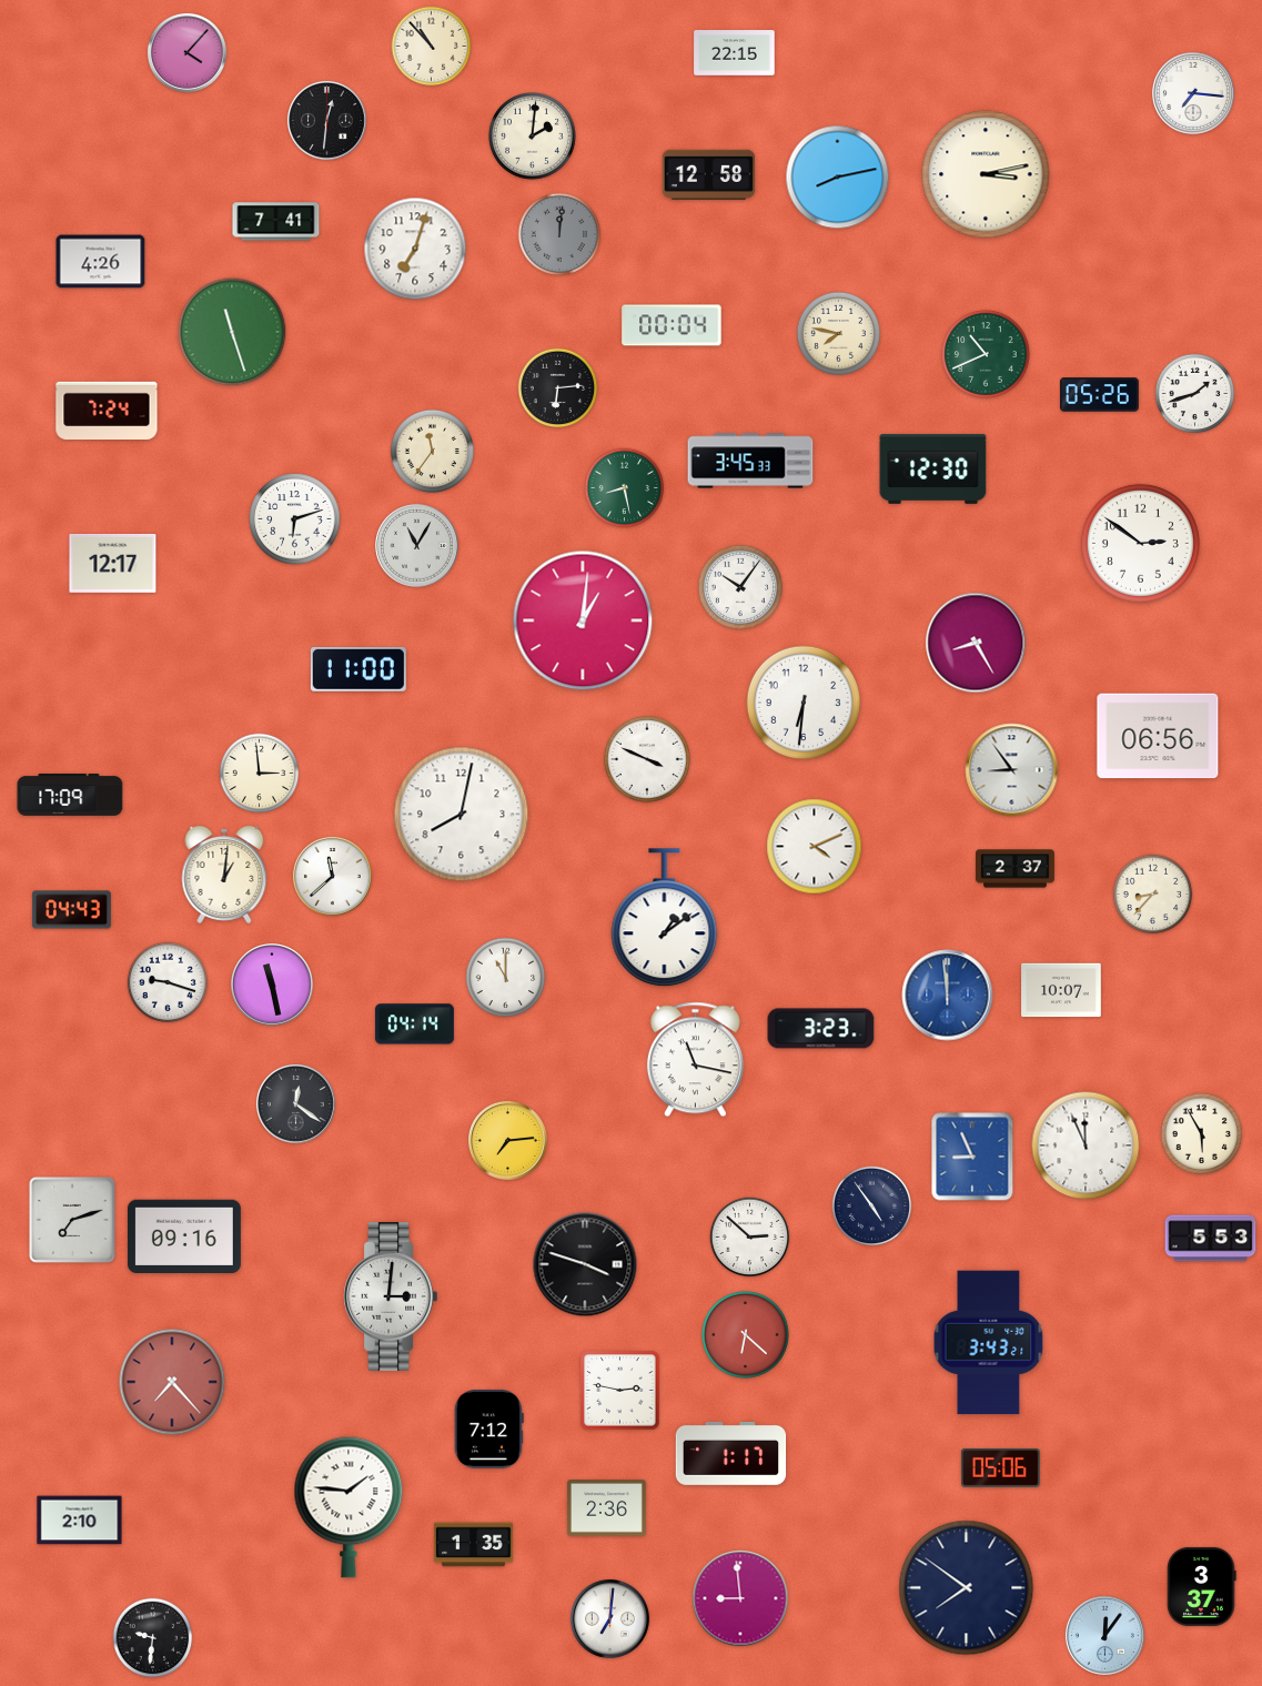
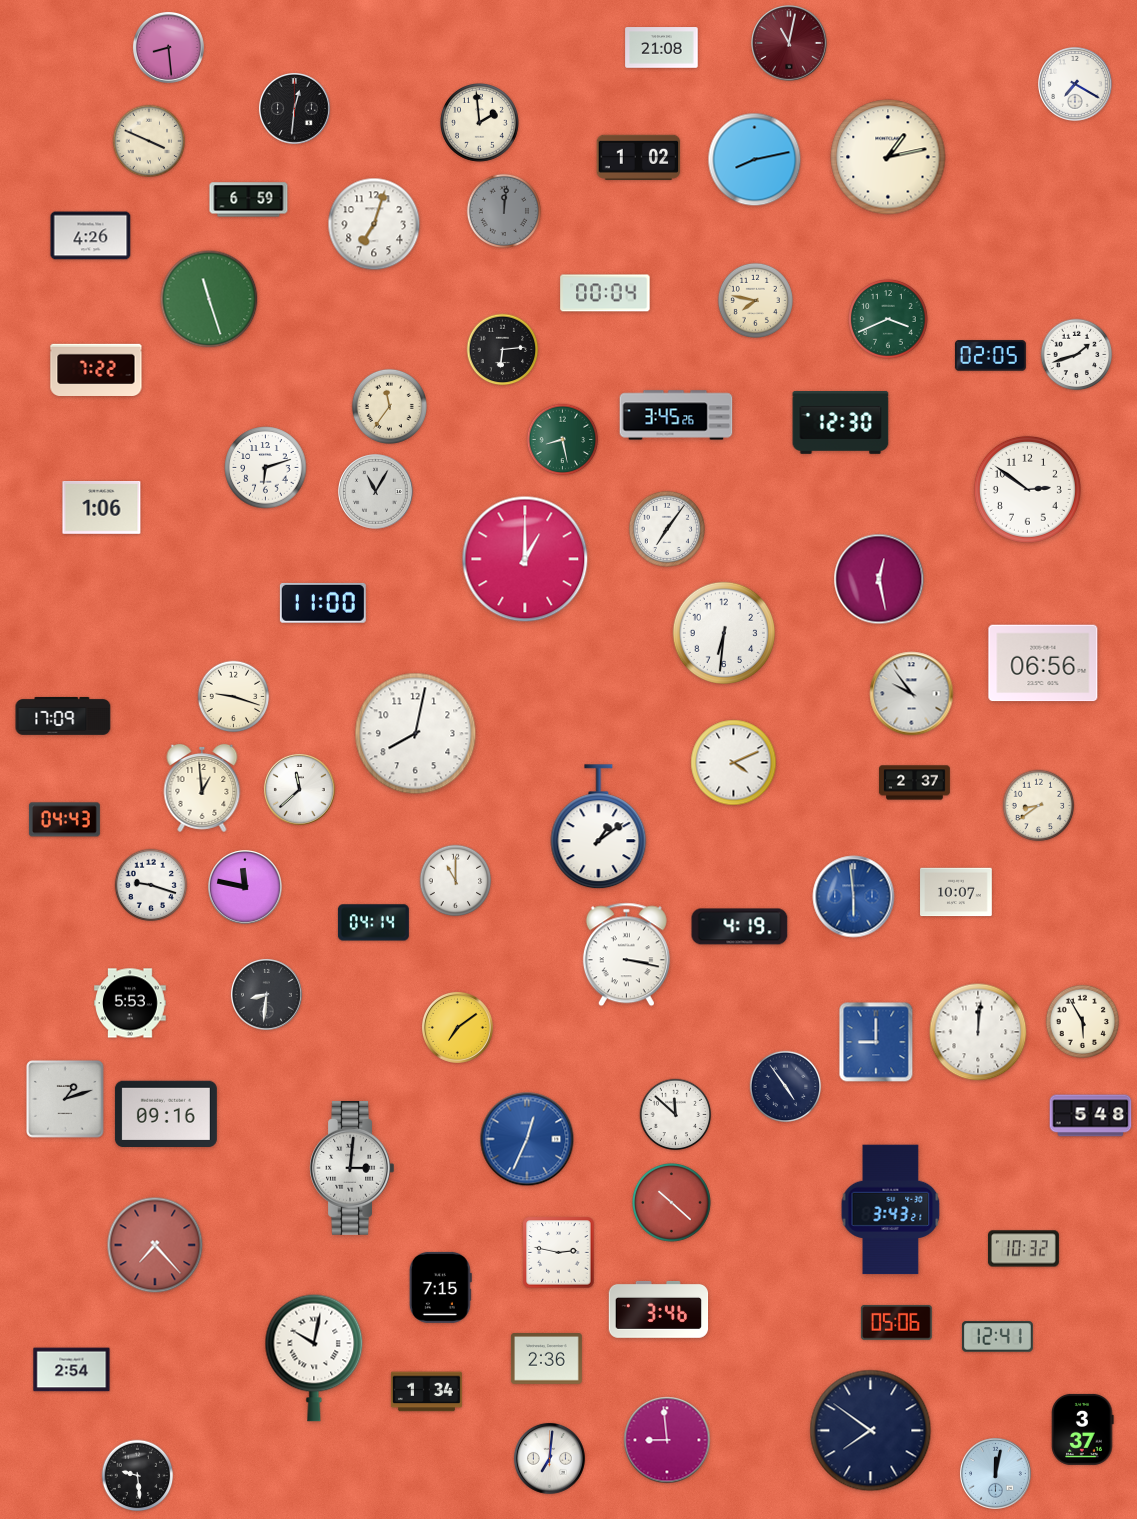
clock at (432, 47): 10:53 -> none
clock at (789, 43): none -> 11:02
clock at (186, 52): 4:07 -> 8:29
clock at (735, 53): 22:15 -> 21:08
clock at (1193, 93): 7:16 -> 7:20
clock at (533, 137): 2:01 -> 1:59
clock at (149, 141): none -> 3:49
clock at (709, 174): 12:58 -> 1:02
clock at (986, 174): 3:13 -> 1:13
clock at (276, 222): 7:41 -> 6:59
clock at (986, 354): 10:41 -> 3:41
clock at (1099, 395): 05:26 -> 02:05
clock at (107, 410): 7:24 -> 7:22
clock at (750, 461): 3:45:33 -> 3:45:26
clock at (113, 564): 12:17 -> 1:06
clock at (740, 587): 10:06 -> 7:06
clock at (583, 620): 1:01 -> 1:00
clock at (976, 643): 8:25 -> 12:28
clock at (647, 759): 3:49 -> none
clock at (1012, 770): 8:54 -> 9:54
clock at (260, 774): 2:59 -> 9:18
clock at (224, 875): 1:01 -> 12:59
clock at (1153, 895): 8:37 -> 8:39
clock at (272, 985): 11:28 -> 11:47
clock at (948, 996): 11:59 -> 5:59
clock at (821, 1029): 3:23 -> 4:19
clock at (695, 1060): 11:17 -> 3:17
clock at (295, 1103): 12:21 -> 8:31
clock at (130, 1003): none -> 5:53
clock at (507, 1140): 7:14 -> 7:09
clock at (1086, 1145): 11:56 -> 12:01
clock at (972, 1157): 8:56 -> 9:00
clock at (72, 1220): 7:12 -> 1:12
clock at (750, 1238): 2:52 -> 11:52
clock at (1211, 1239): 5:53 -> 5:48
clock at (585, 1264): 3:48 -> 12:34
clock at (585, 1264) dial: black -> blue
clock at (746, 1335): 6:22 -> 10:22
clock at (1023, 1249): none -> 10:32
clock at (488, 1428): 7:12 -> 7:15
clock at (731, 1453): 1:17 -> 3:46
clock at (1000, 1467) position: (1000, 1467) -> (896, 1322)
clock at (997, 1337): none -> 12:41
clock at (349, 1507): 1:46 -> 10:02
clock at (80, 1521): 2:10 -> 2:54
clock at (473, 1545): 1:35 -> 1:34
clock at (1104, 1635): 12:06 -> 12:02
clock at (153, 1638): 9:31 -> 9:29
